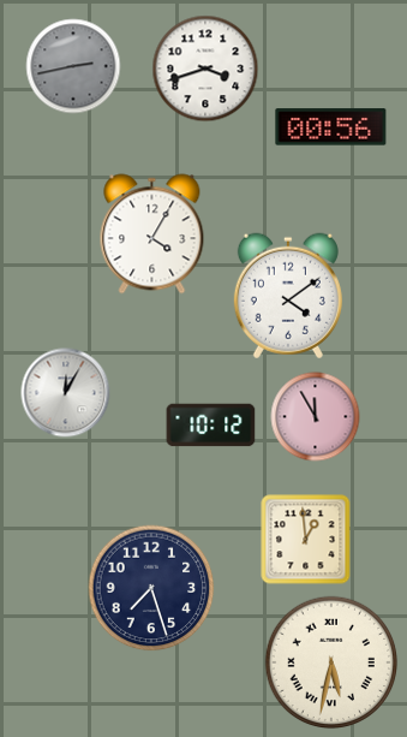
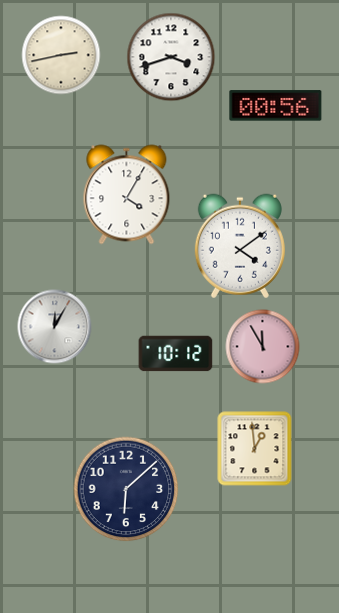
clock at (73, 66) dial: grey -> cream
clock at (151, 588): 7:27 -> 6:08
clock at (331, 662): 5:32 -> none
